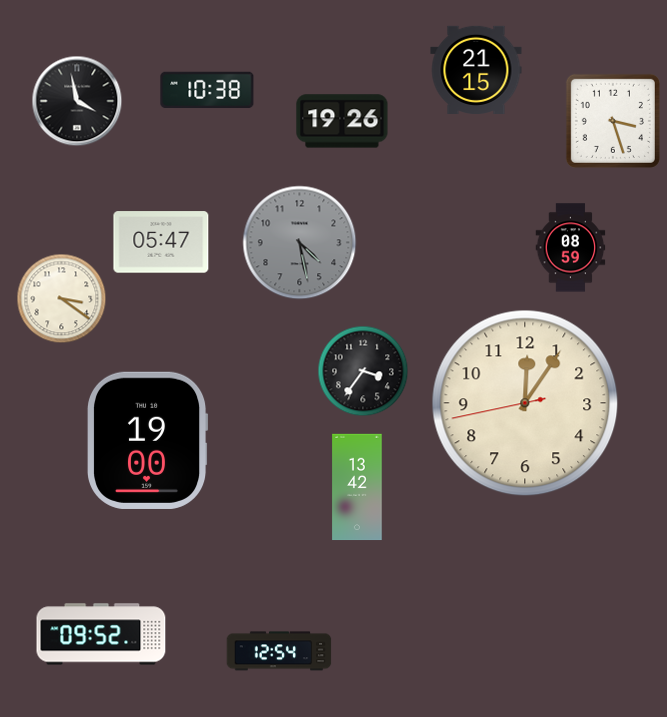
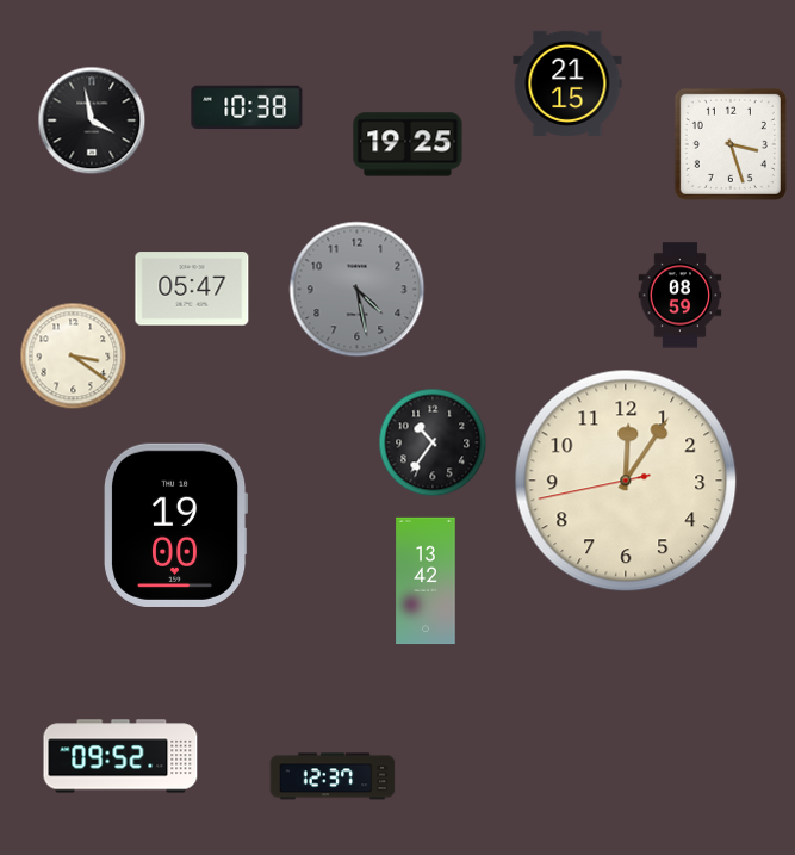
clock at (342, 121): 19:26 -> 19:25
clock at (363, 371): 3:36 -> 10:36
clock at (279, 651): 12:54 -> 12:37
